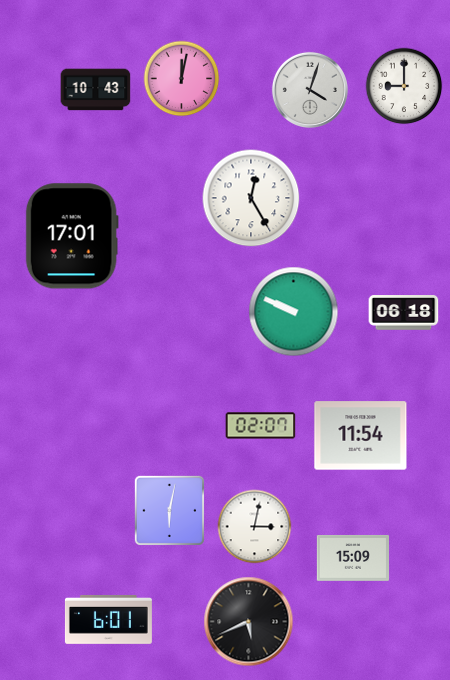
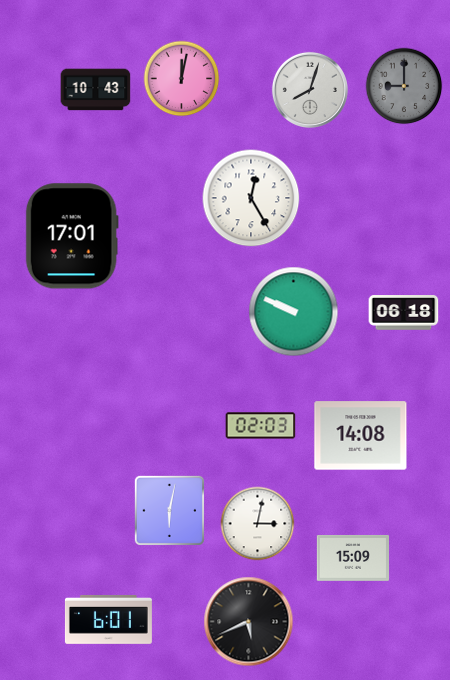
clock at (404, 86) dial: white -> grey
clock at (310, 90): 4:03 -> 8:03
clock at (261, 426): 02:07 -> 02:03
clock at (361, 436): 11:54 -> 14:08
clock at (255, 527) position: (255, 527) -> (258, 524)
